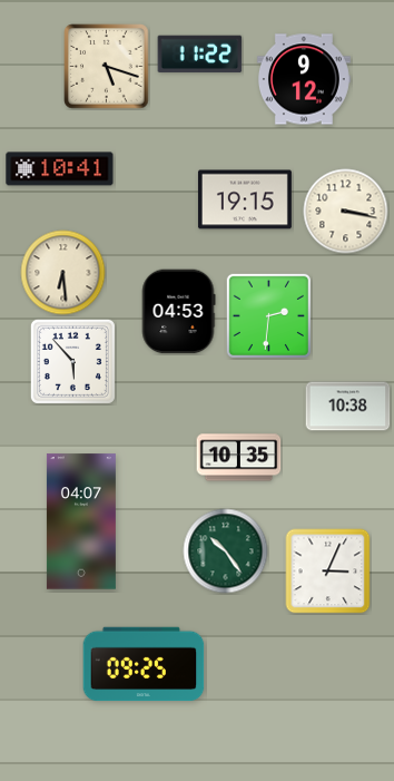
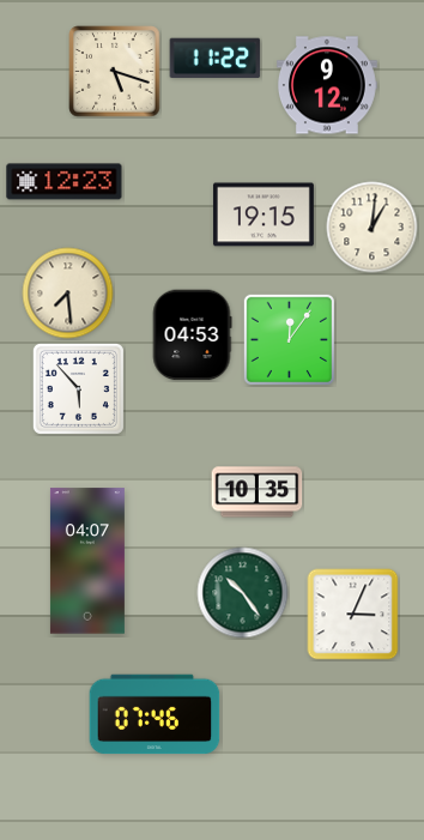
clock at (60, 169): 10:41 -> 12:23
clock at (346, 212): 3:17 -> 1:01
clock at (63, 273): 6:29 -> 7:29
clock at (268, 315): 2:31 -> 12:06
clock at (348, 407): 10:38 -> none
clock at (144, 664): 09:25 -> 07:46
